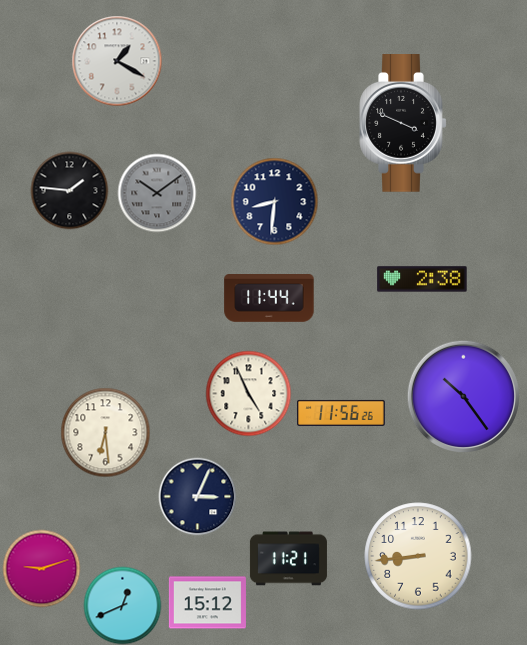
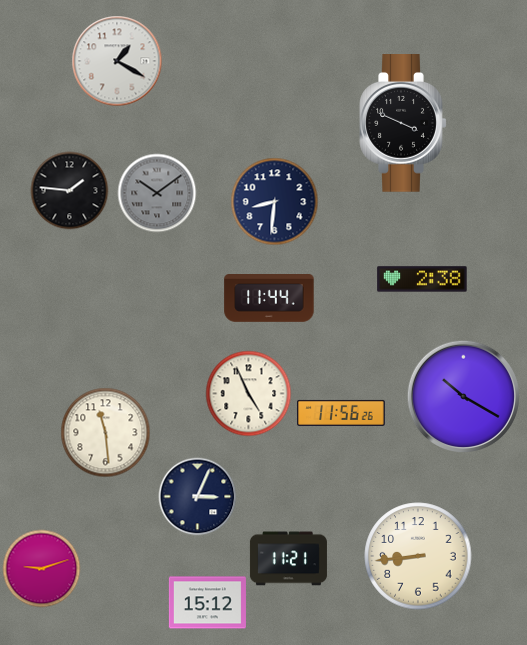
clock at (463, 396): 10:24 -> 10:20
clock at (105, 432): 6:29 -> 11:29
clock at (122, 605): 12:41 -> none
